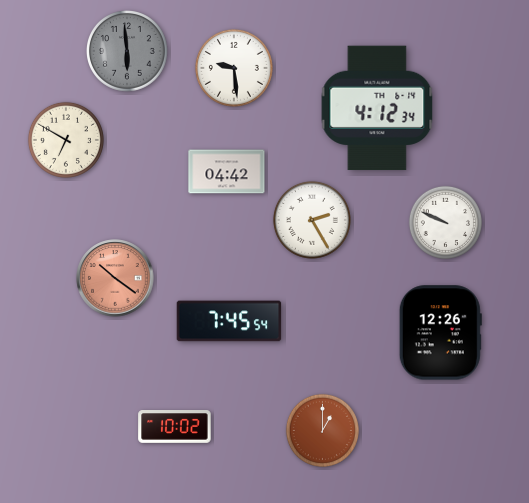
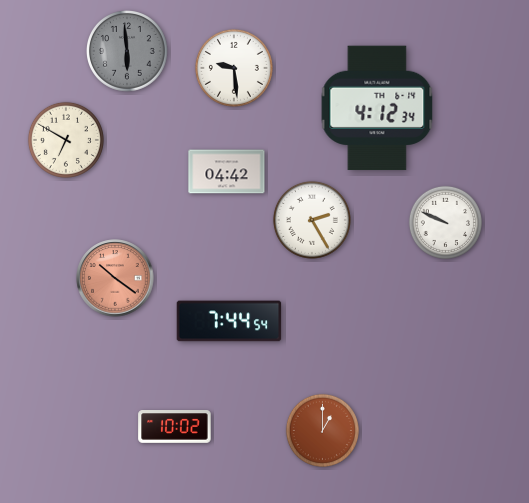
clock at (229, 321): 7:45 -> 7:44
clock at (440, 333): 12:26 -> none
